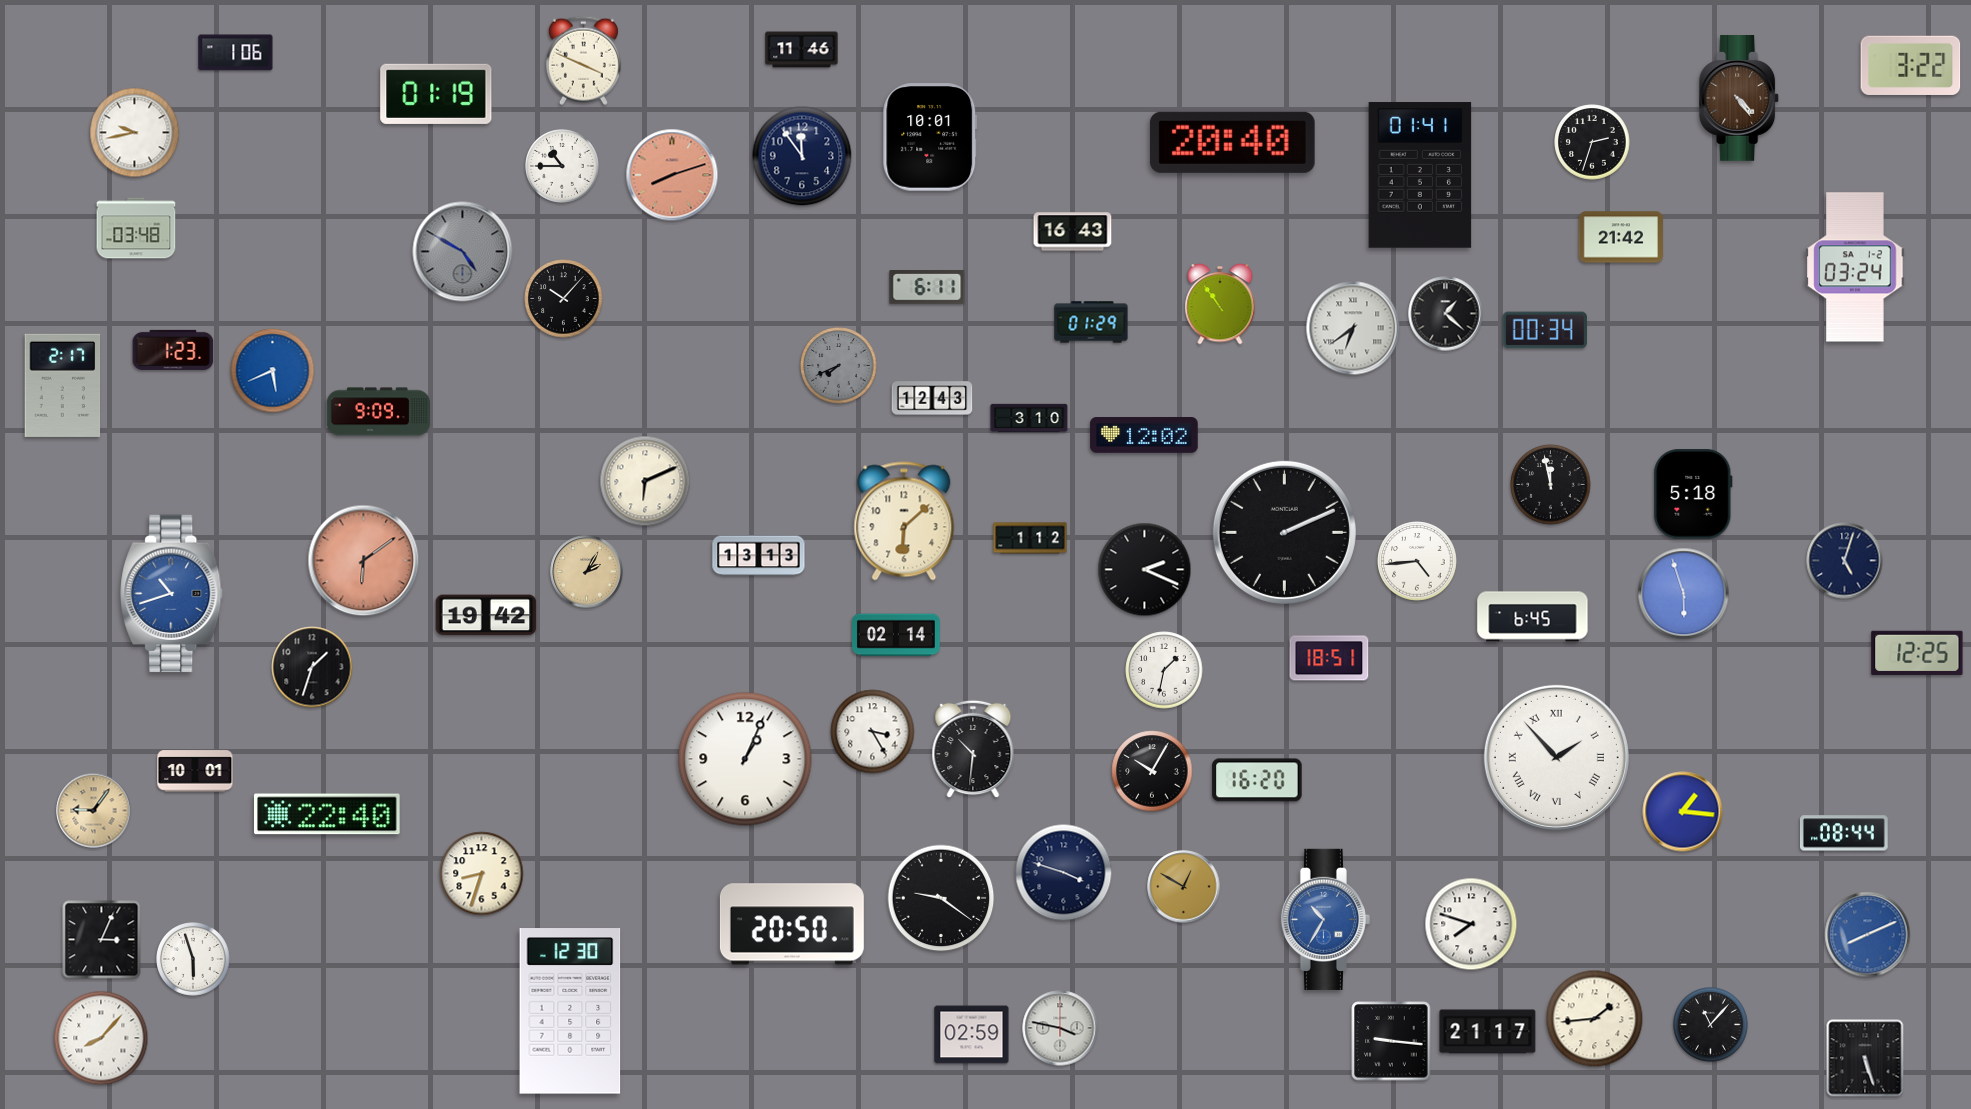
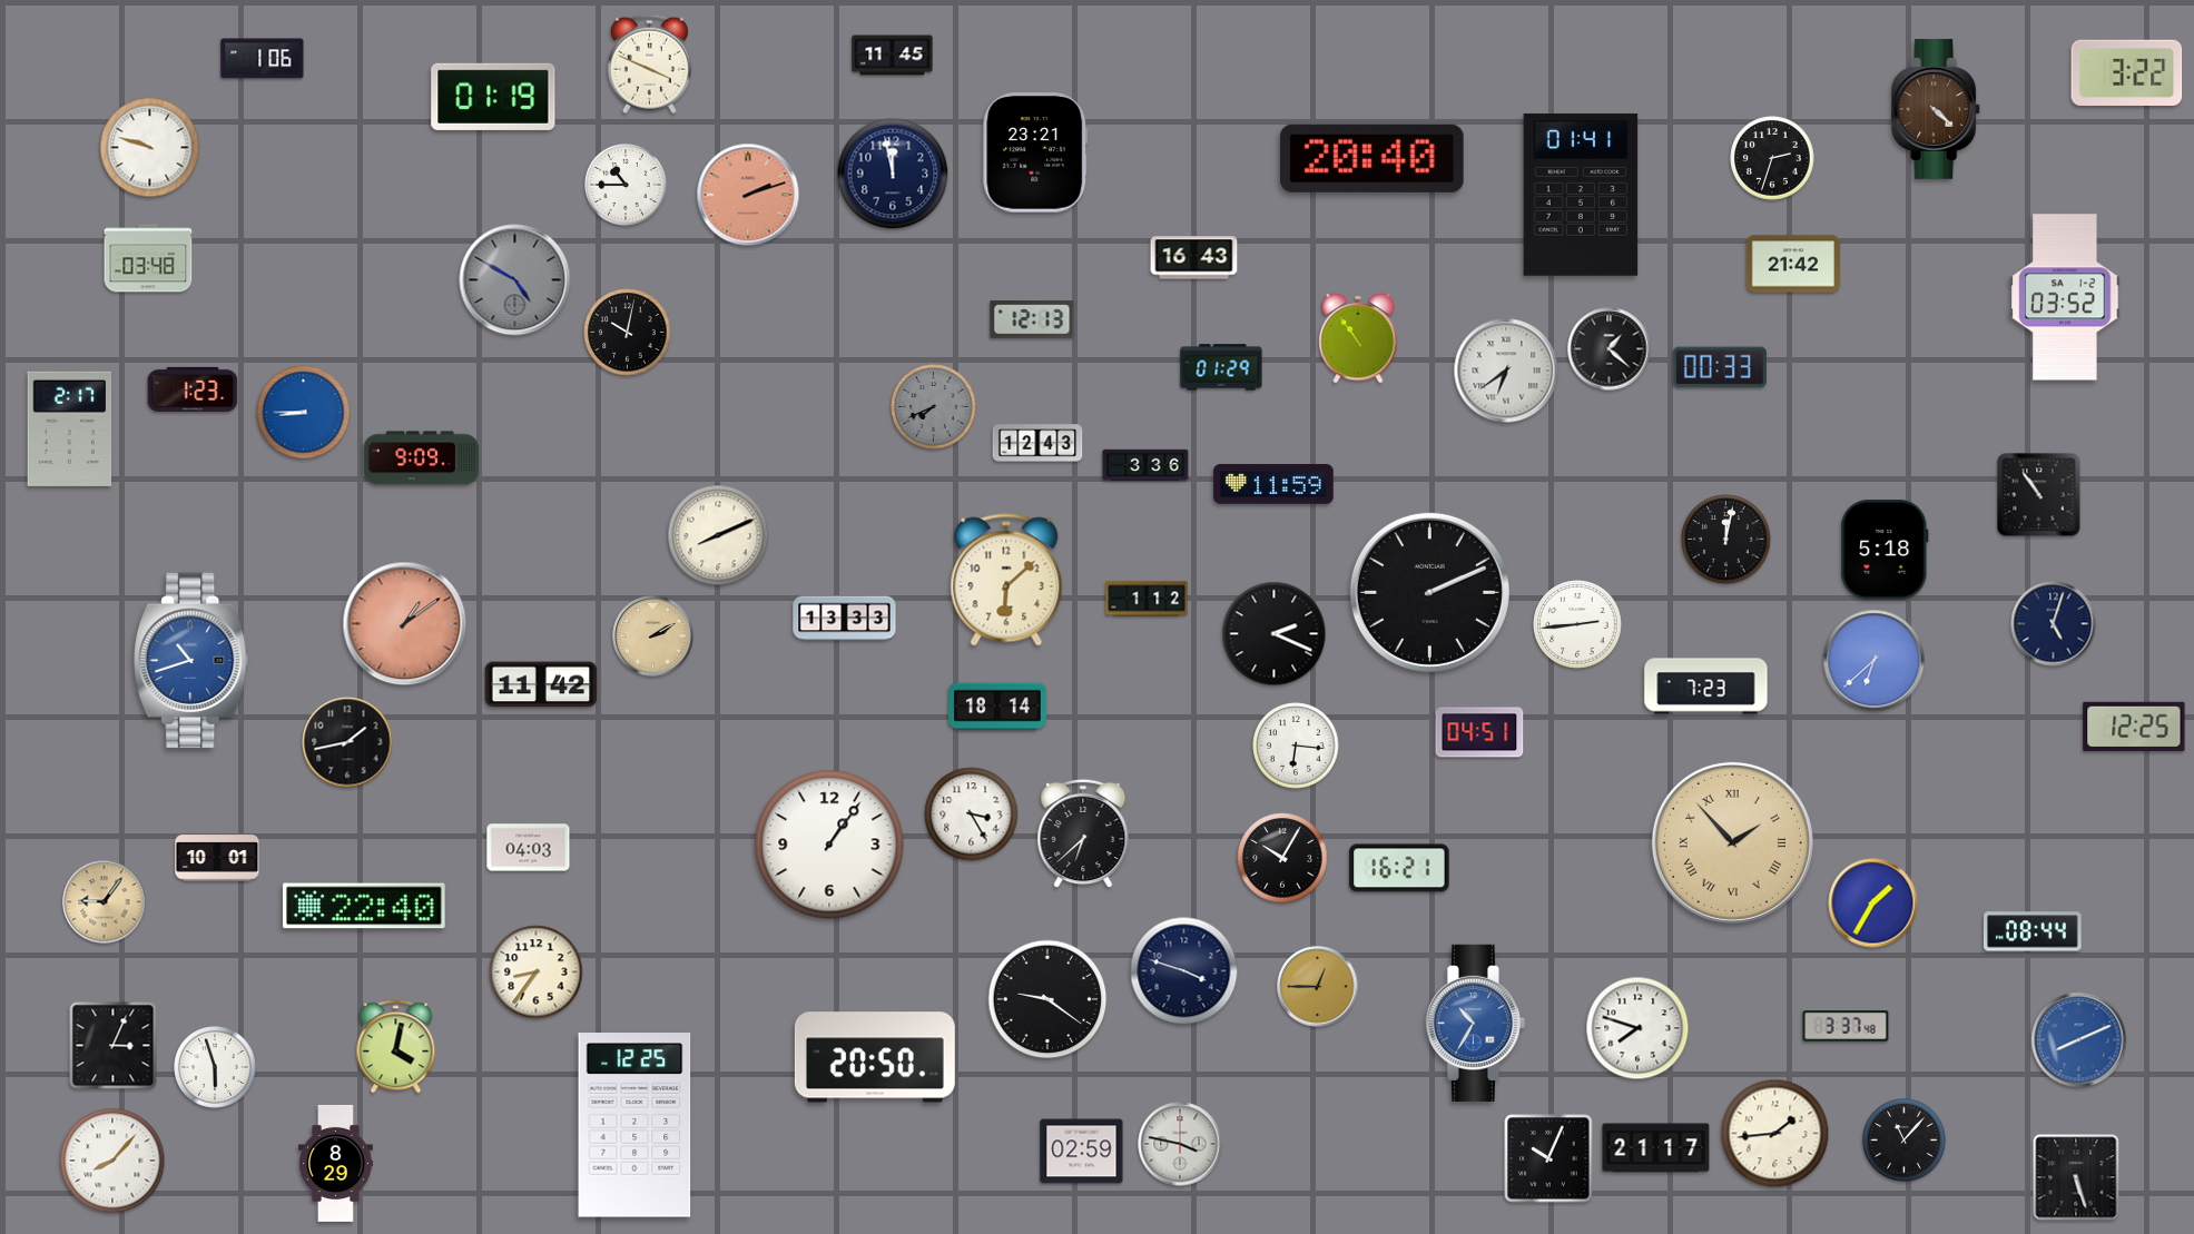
clock at (802, 50): 11:46 -> 11:45
clock at (583, 61) position: (583, 61) -> (649, 65)
clock at (436, 94) position: (436, 94) -> (493, 97)
clock at (1740, 99): 4:24 -> 4:22
clock at (135, 133): 9:43 -> 9:48
clock at (930, 137): 10:01 -> 23:21
clock at (802, 156): 11:54 -> 11:58
clock at (672, 175): 8:12 -> 2:12
clock at (136, 228) position: (136, 228) -> (148, 258)
clock at (1621, 237) position: (1621, 237) -> (1793, 264)
clock at (1855, 267): 03:24 -> 03:52
clock at (927, 287): 6:11 -> 12:13
clock at (564, 299): 10:07 -> 10:02
clock at (1091, 322) position: (1091, 322) -> (1221, 367)
clock at (1353, 328) position: (1353, 328) -> (1506, 371)
clock at (1545, 330): 00:34 -> 00:33
clock at (273, 371): 5:41 -> 8:45
clock at (1029, 418): 3:10 -> 3:36
clock at (1144, 435): 12:02 -> 11:59
clock at (2039, 495): none -> 10:54
clock at (645, 481): 6:11 -> 8:11
clock at (1551, 485): 11:58 -> 12:02
clock at (759, 556): 13:13 -> 13:33
clock at (364, 561): 6:09 -> 1:09
clock at (1417, 561): 4:44 -> 2:44
clock at (587, 572): 2:05 -> 2:10
clock at (1684, 594): 5:57 -> 6:38
clock at (486, 615): 19:42 -> 11:42
clock at (1533, 617): 6:45 -> 7:23
clock at (896, 635): 02:14 -> 18:14
clock at (1329, 658): 18:51 -> 04:51
clock at (312, 667): 1:33 -> 1:43
clock at (1164, 670): 1:32 -> 6:16
clock at (973, 749): 10:31 -> 6:38
clock at (1556, 757) dial: white -> champagne
clock at (745, 759): 1:04 -> 1:06
clock at (529, 848): none -> 04:03
clock at (1257, 780): 16:20 -> 16:21
clock at (1683, 812): 1:16 -> 1:35
clock at (1845, 833) position: (1845, 833) -> (2034, 931)
clock at (482, 874): 8:33 -> 8:36
clock at (1184, 887): 12:50 -> 12:45
clock at (1846, 1026): none -> 3:37
clock at (792, 924) position: (792, 924) -> (875, 1057)
clock at (396, 1047): none -> 4:02
clock at (570, 1011): 12:30 -> 12:25
clock at (101, 1038) position: (101, 1038) -> (112, 1161)
clock at (1391, 1041): 9:16 -> 10:04
clock at (336, 1163): none -> 8:29
